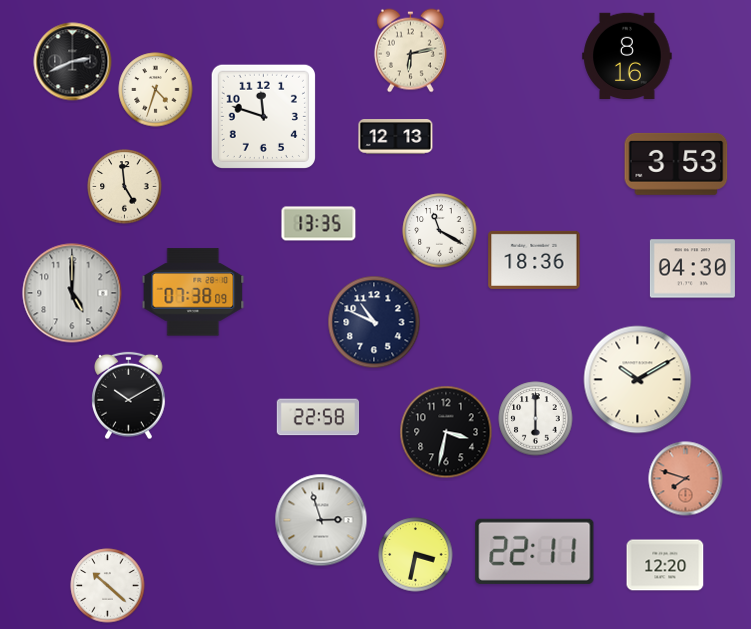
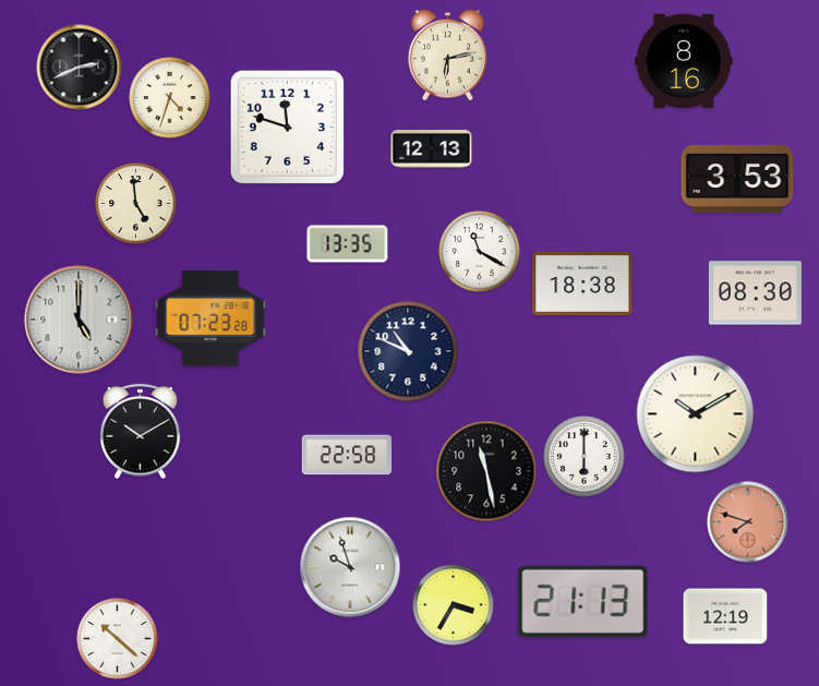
clock at (534, 260): 18:36 -> 18:38
clock at (692, 269): 04:30 -> 08:30
clock at (193, 292): 07:38 -> 07:23
clock at (446, 432): 3:32 -> 11:28
clock at (321, 520): 2:57 -> 9:57
clock at (535, 551): 22:11 -> 21:13
clock at (416, 555): 3:32 -> 3:35
clock at (665, 565): 12:20 -> 12:19
